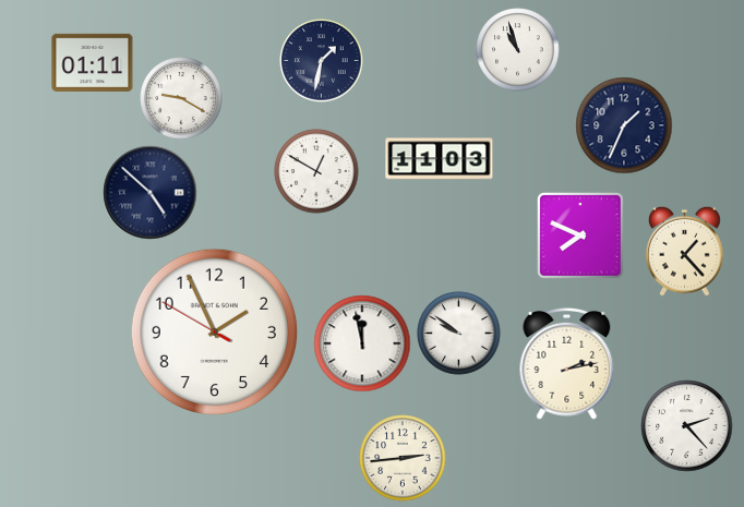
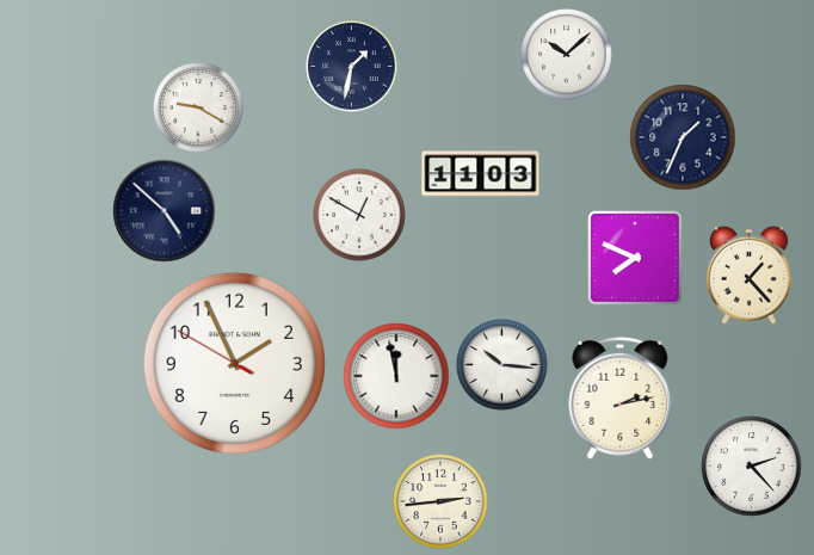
clock at (518, 50): 10:57 -> 10:08
clock at (93, 62): 01:11 -> none
clock at (316, 171) position: (316, 171) -> (359, 215)
clock at (459, 334): 9:51 -> 10:16
